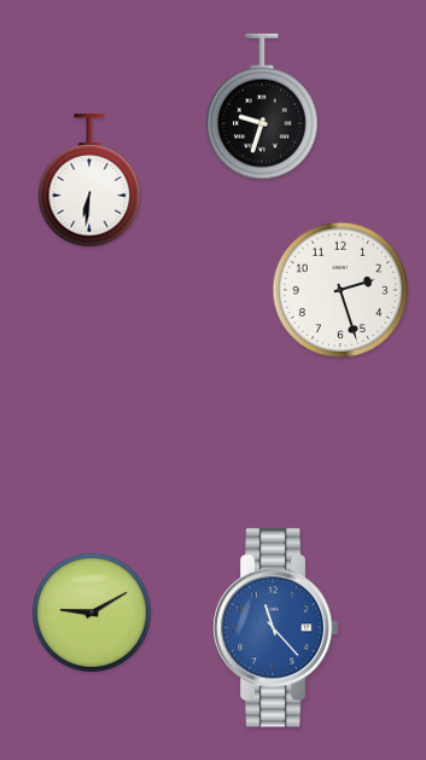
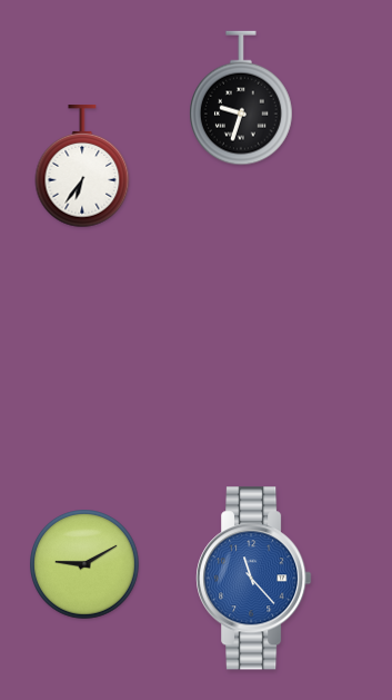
clock at (89, 181): 6:31 -> 6:36
clock at (340, 290): 2:27 -> none
